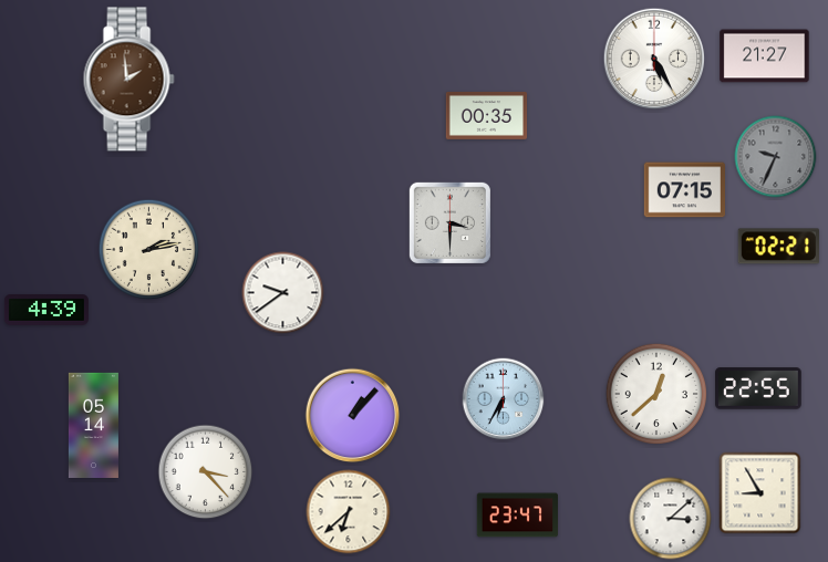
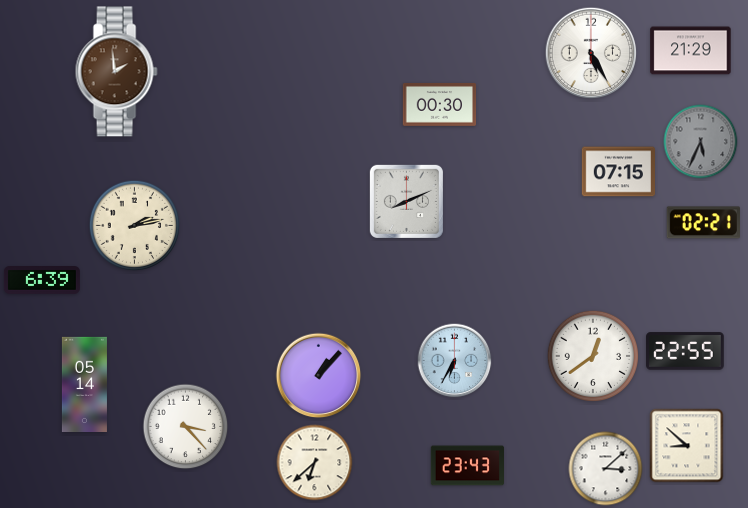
clock at (765, 56): 21:27 -> 21:29
clock at (487, 115): 00:35 -> 00:30
clock at (776, 157): 9:34 -> 5:34
clock at (449, 222): 3:30 -> 8:11
clock at (283, 293): 9:39 -> none
clock at (46, 311): 4:39 -> 6:39
clock at (656, 394): 12:38 -> 12:39
clock at (760, 493): 8:55 -> 8:52
clock at (517, 516): 23:47 -> 23:43
